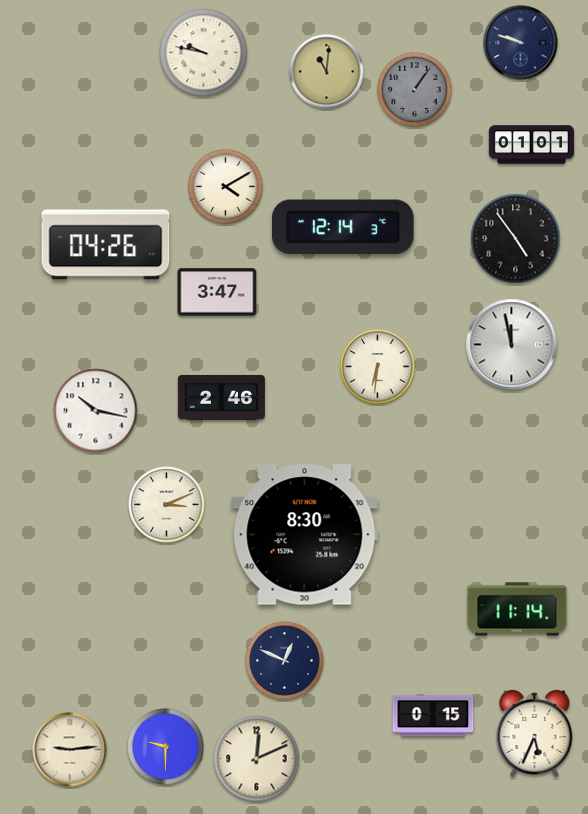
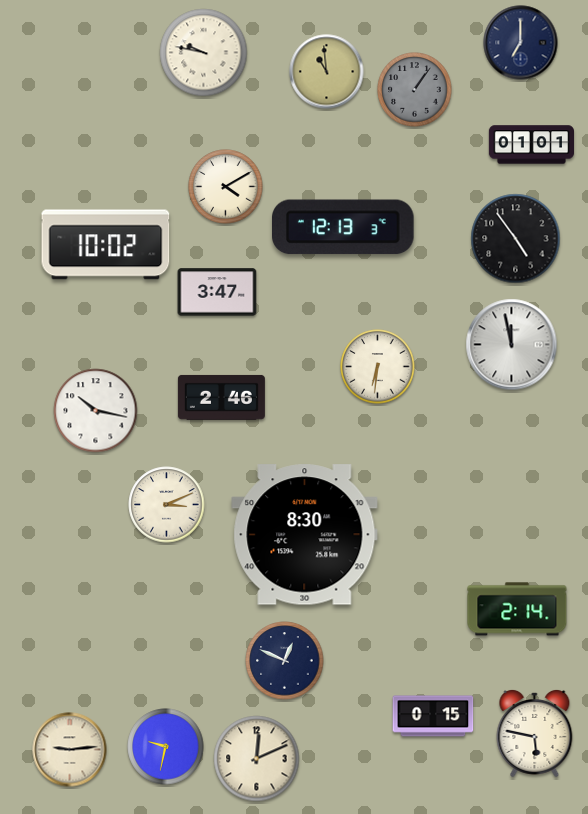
clock at (521, 43): 9:48 -> 7:00
clock at (327, 72): 11:01 -> 10:59
clock at (344, 227): 12:14 -> 12:13
clock at (106, 245): 04:26 -> 10:02
clock at (517, 609): 11:14 -> 2:14
clock at (535, 733): 5:34 -> 5:47
clock at (166, 747): 9:30 -> 9:32
